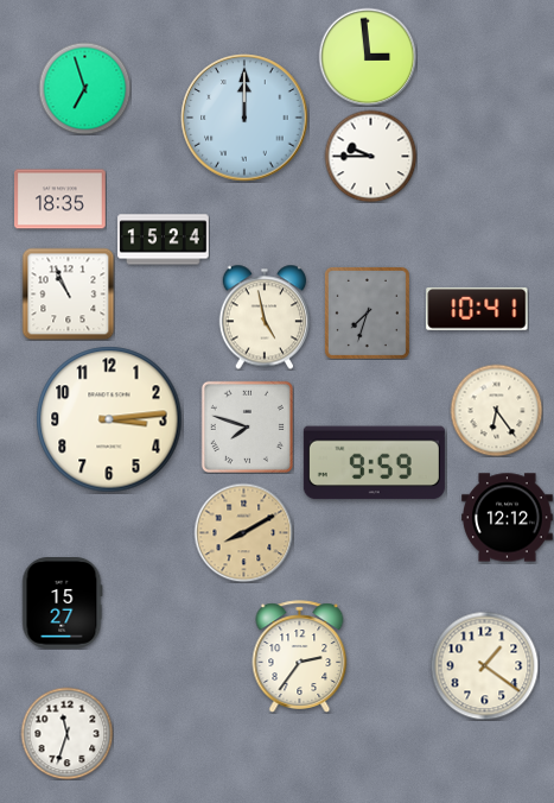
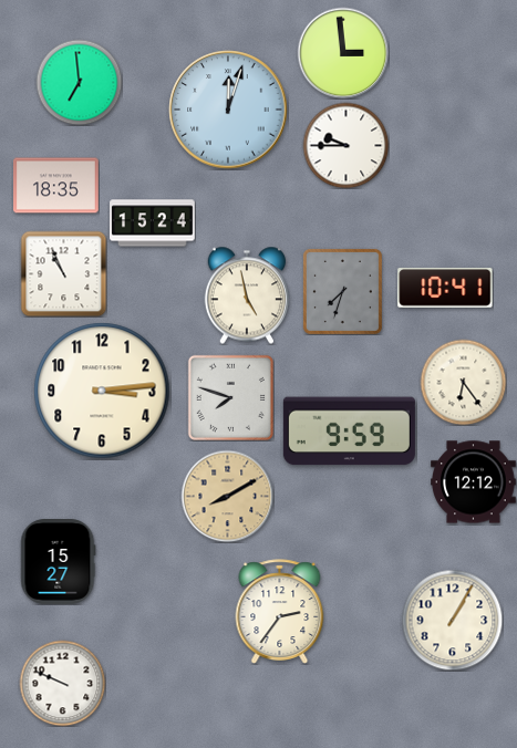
clock at (84, 88): 6:57 -> 6:59
clock at (244, 118): 12:00 -> 12:03
clock at (484, 665): 1:21 -> 1:05
clock at (66, 733): 11:33 -> 9:49
